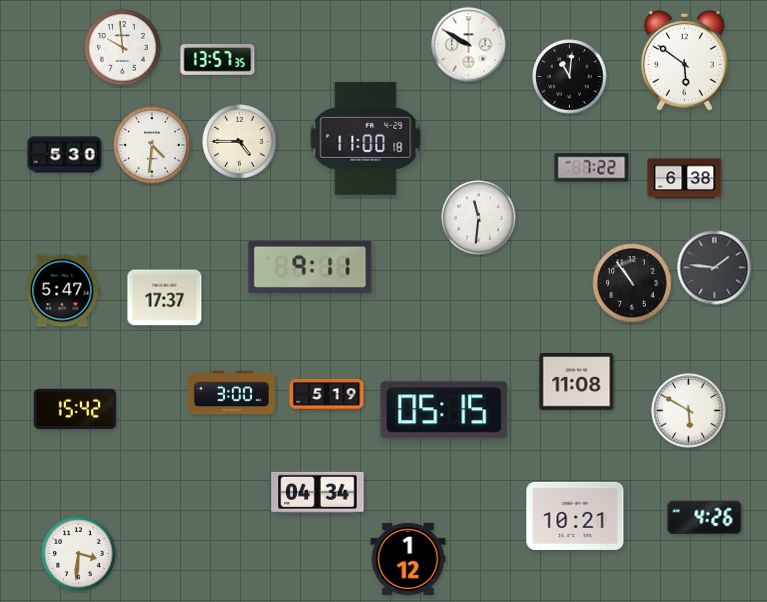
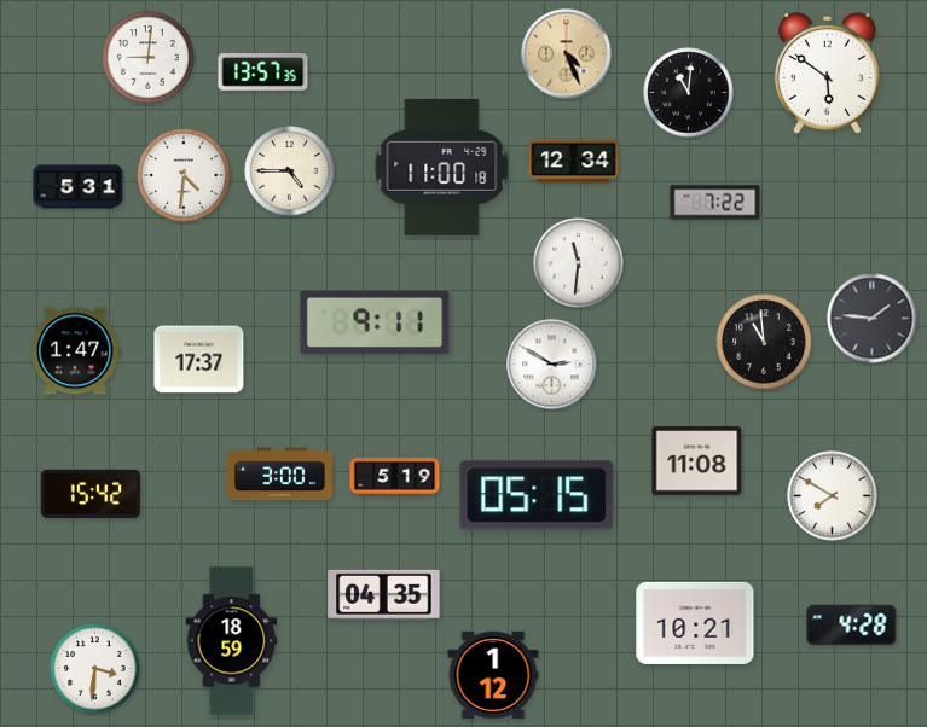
clock at (469, 45): 9:50 -> 4:26
clock at (469, 45) dial: white -> champagne
clock at (123, 48): 9:59 -> 9:01
clock at (574, 162): none -> 12:34
clock at (65, 155): 5:30 -> 5:31
clock at (685, 179): 6:38 -> none
clock at (715, 268) position: (715, 268) -> (873, 319)
clock at (632, 283): 10:54 -> 10:59
clock at (63, 291): 5:47 -> 1:47
clock at (552, 365): none -> 2:50
clock at (689, 411): 5:50 -> 7:50
clock at (318, 492): 04:34 -> 04:35
clock at (705, 517): 4:26 -> 4:28
clock at (232, 641): none -> 18:59
